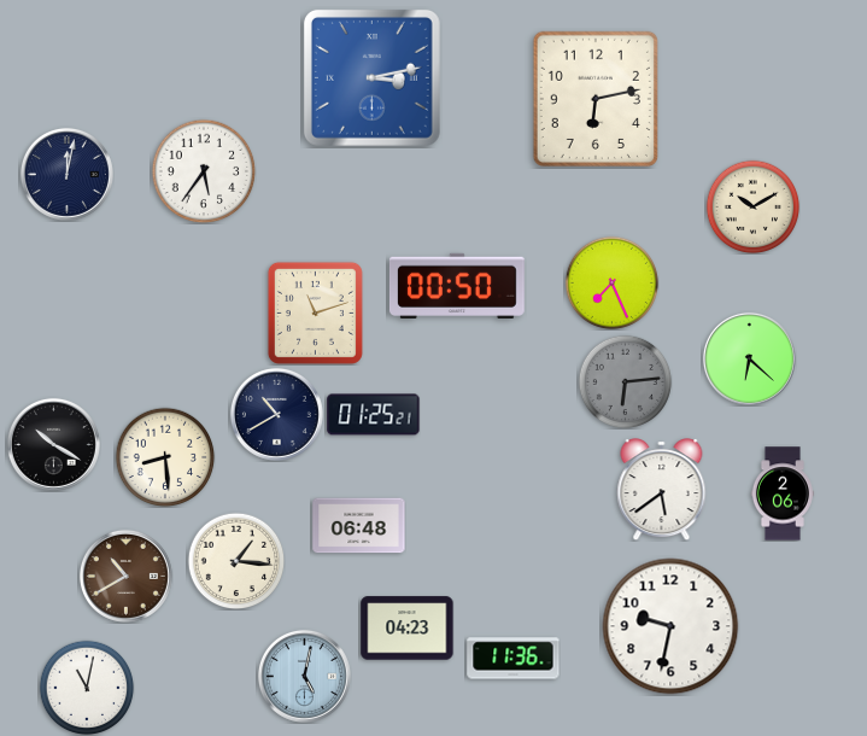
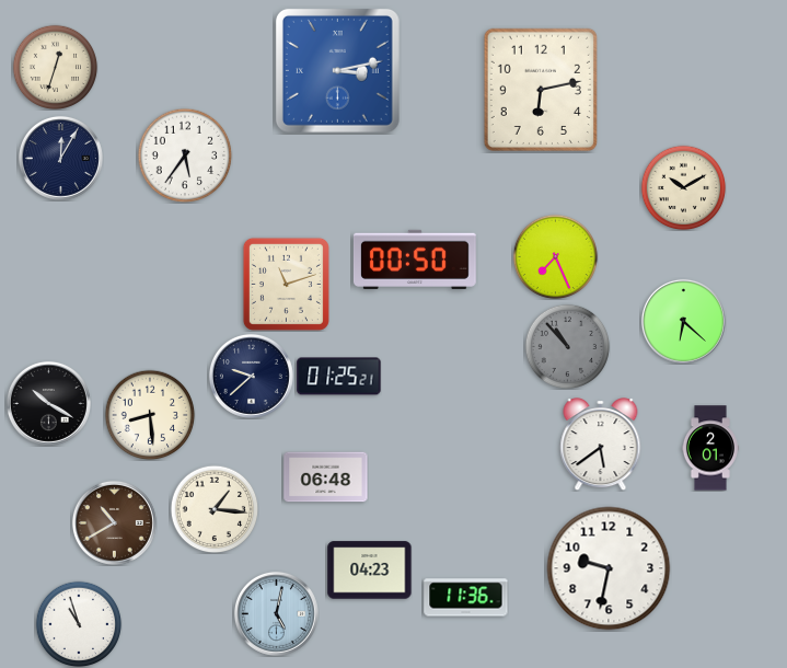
clock at (55, 67): none -> 12:33
clock at (66, 174): 12:02 -> 12:05
clock at (749, 358) position: (749, 358) -> (683, 321)
clock at (625, 381): 6:14 -> 10:53
clock at (276, 414): 10:40 -> 9:38
clock at (783, 493): 2:06 -> 2:01
clock at (87, 688): 11:02 -> 10:57
